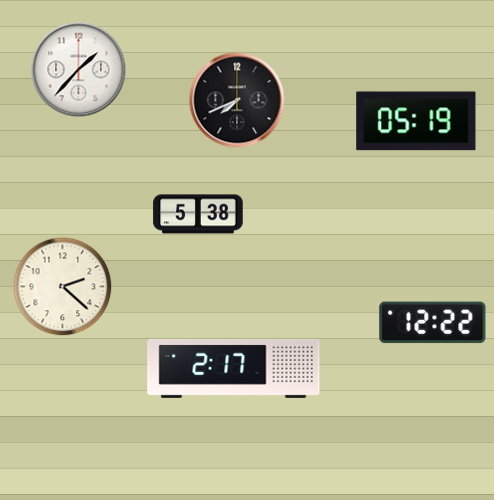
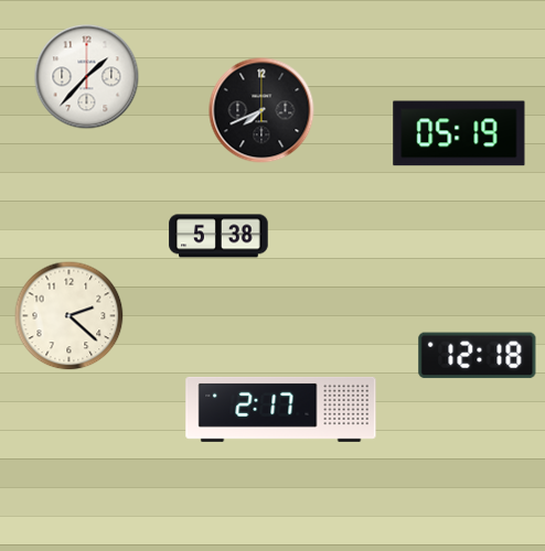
clock at (433, 323): 12:22 -> 12:18
clock at (234, 368) position: (234, 368) -> (281, 409)
